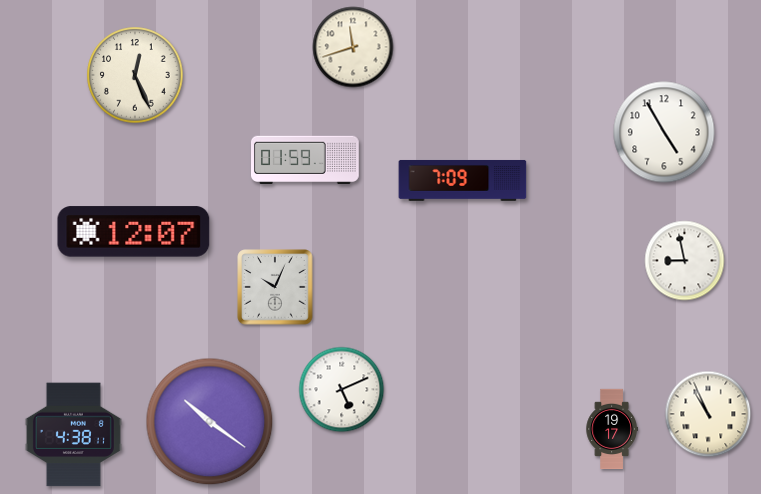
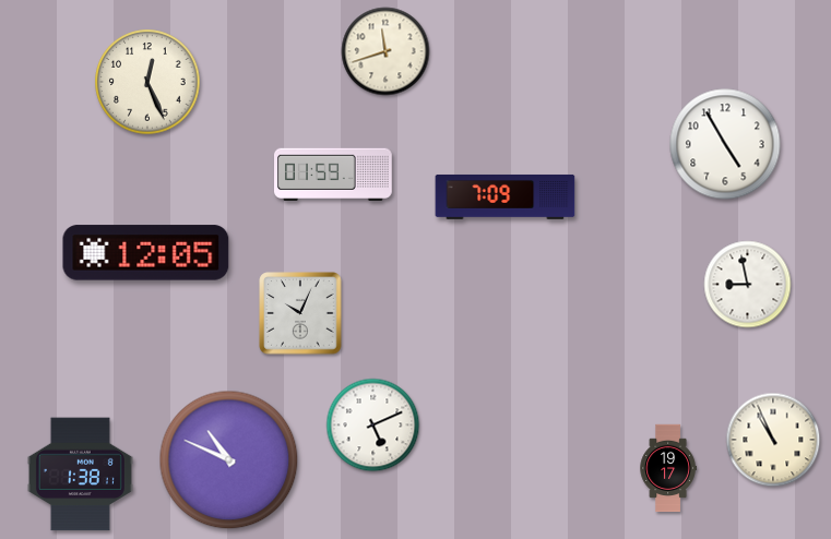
clock at (134, 232): 12:07 -> 12:05
clock at (708, 414) position: (708, 414) -> (773, 440)
clock at (210, 422): 10:21 -> 10:49
clock at (73, 435): 4:38 -> 1:38
